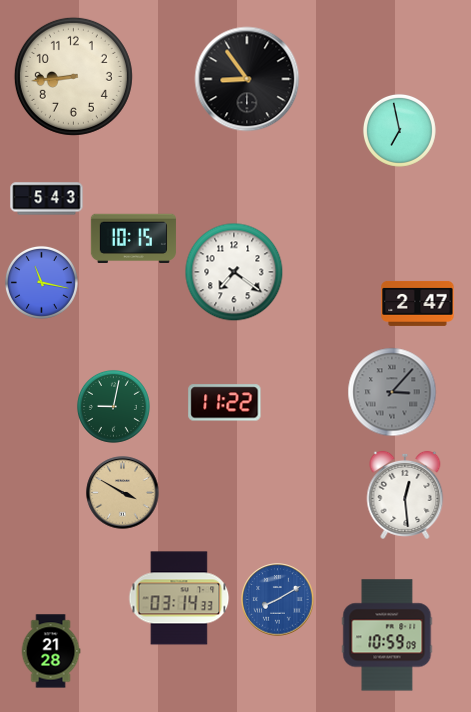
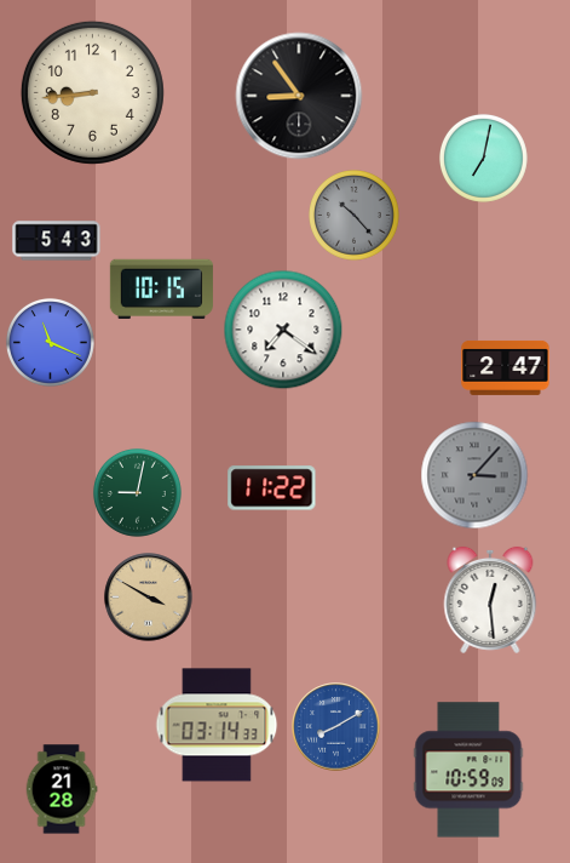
clock at (73, 76) position: (73, 76) -> (92, 92)
clock at (399, 130): 6:58 -> 7:02
clock at (355, 216): none -> 10:23
clock at (41, 282): 11:17 -> 11:19
